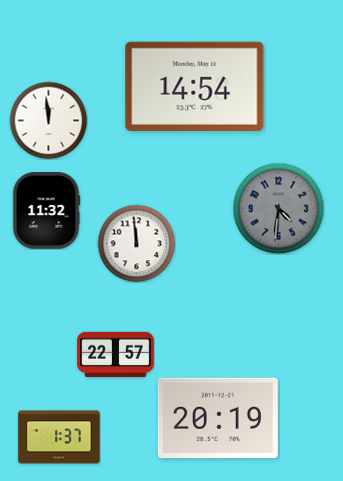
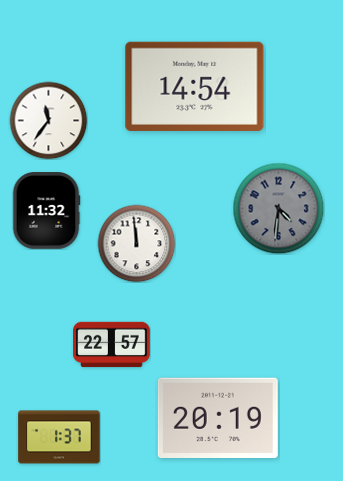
clock at (48, 120): 11:59 -> 11:36
clock at (116, 355) position: (116, 355) -> (112, 345)
